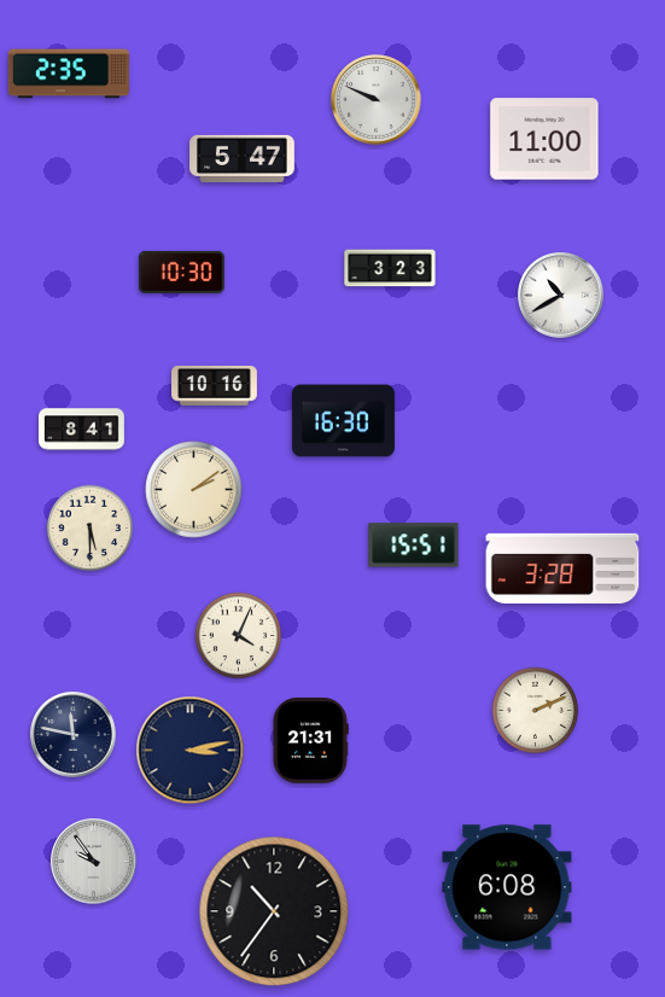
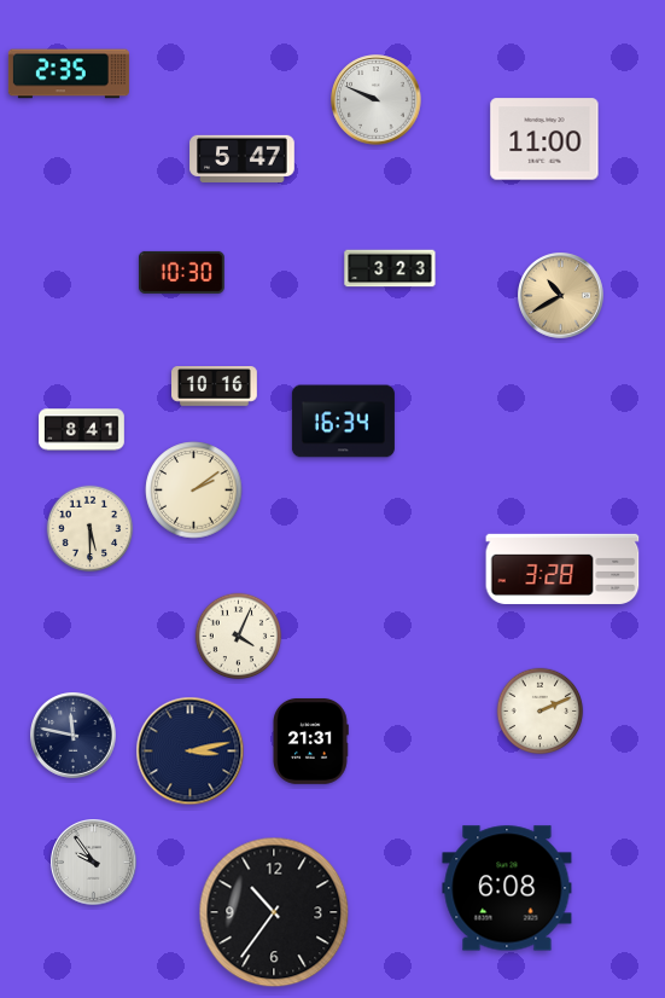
clock at (561, 296) dial: white -> champagne
clock at (343, 421): 16:30 -> 16:34
clock at (414, 546): 15:51 -> none
clock at (536, 711) position: (536, 711) -> (541, 712)
